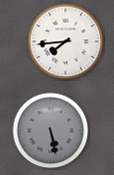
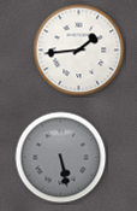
clock at (66, 42): 7:44 -> 1:44
